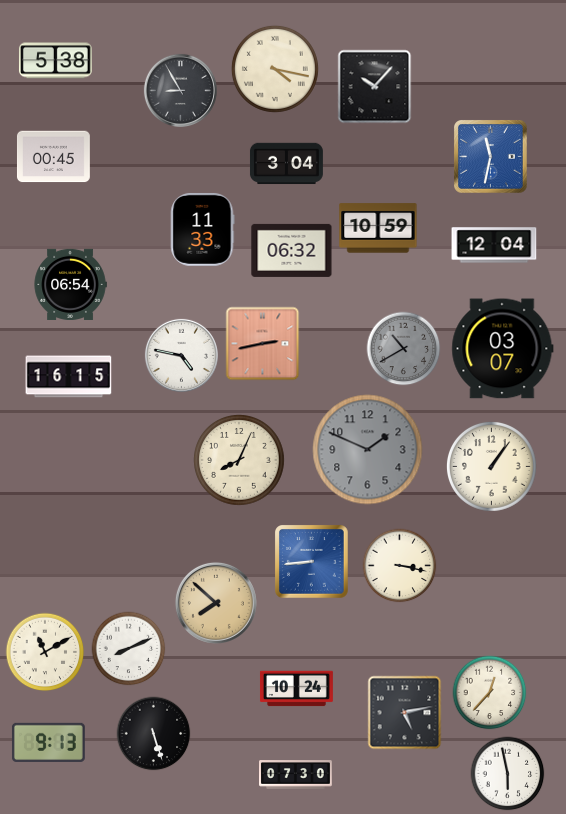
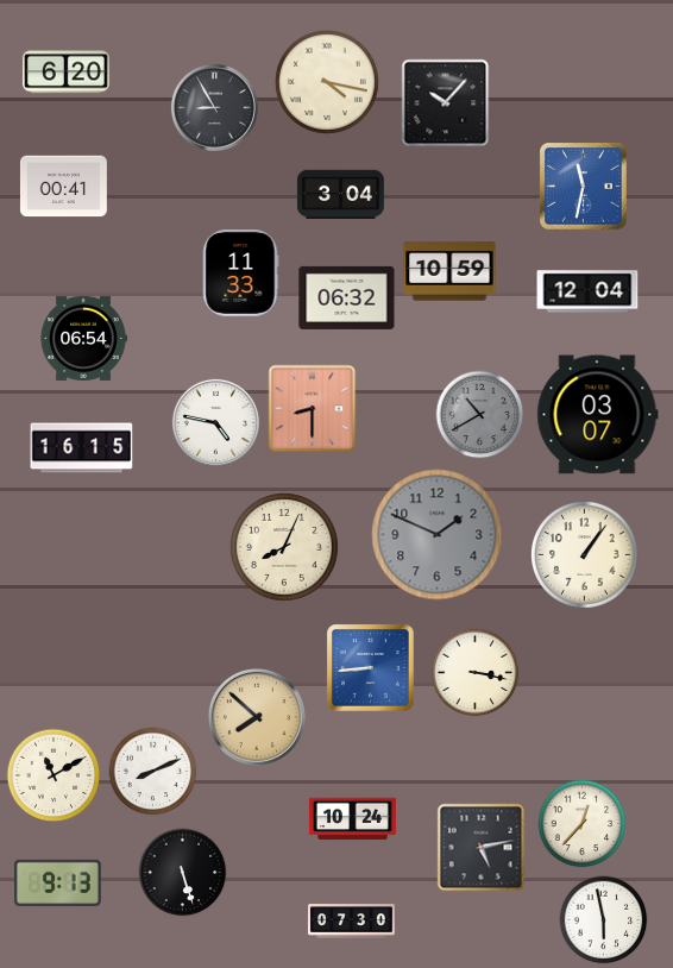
clock at (55, 61): 5:38 -> 6:20
clock at (53, 157): 00:45 -> 00:41
clock at (263, 344): 2:43 -> 8:30
